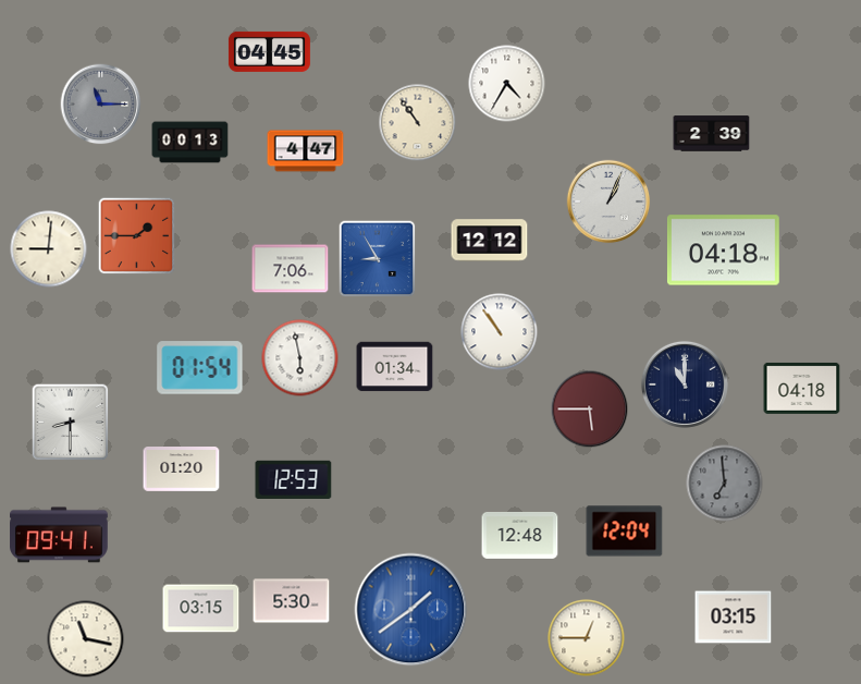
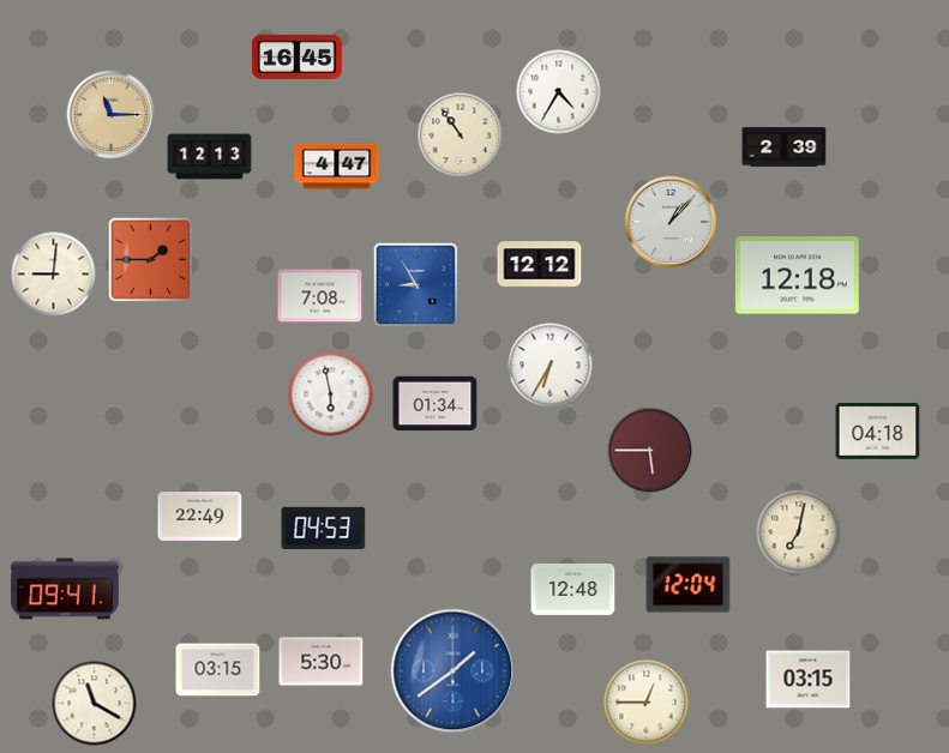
clock at (269, 51): 04:45 -> 16:45
clock at (101, 105) dial: grey -> champagne
clock at (190, 143): 00:13 -> 12:13
clock at (608, 201): 1:04 -> 1:07
clock at (723, 251): 04:18 -> 12:18
clock at (291, 269): 7:06 -> 7:08
clock at (500, 332): 10:54 -> 6:35
clock at (200, 368): 01:54 -> none
clock at (685, 384): 11:00 -> none
clock at (802, 388) position: (802, 388) -> (878, 430)
clock at (71, 423): 8:30 -> none
clock at (182, 469): 01:20 -> 22:49
clock at (294, 479): 12:53 -> 04:53
clock at (725, 484): 6:59 -> 7:02
clock at (725, 484) dial: grey -> cream
clock at (201, 609) position: (201, 609) -> (218, 670)
clock at (86, 639): 11:17 -> 11:20
